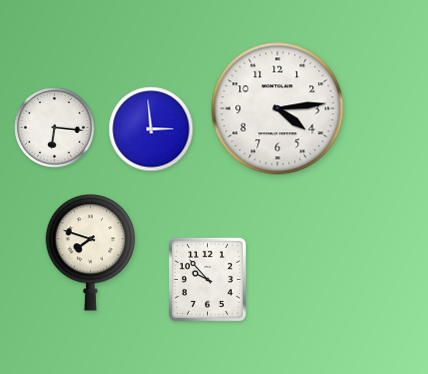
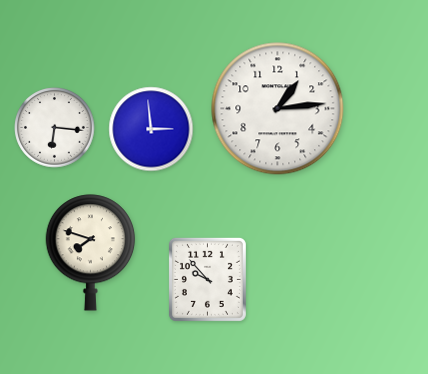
clock at (278, 109): 4:14 -> 1:14
